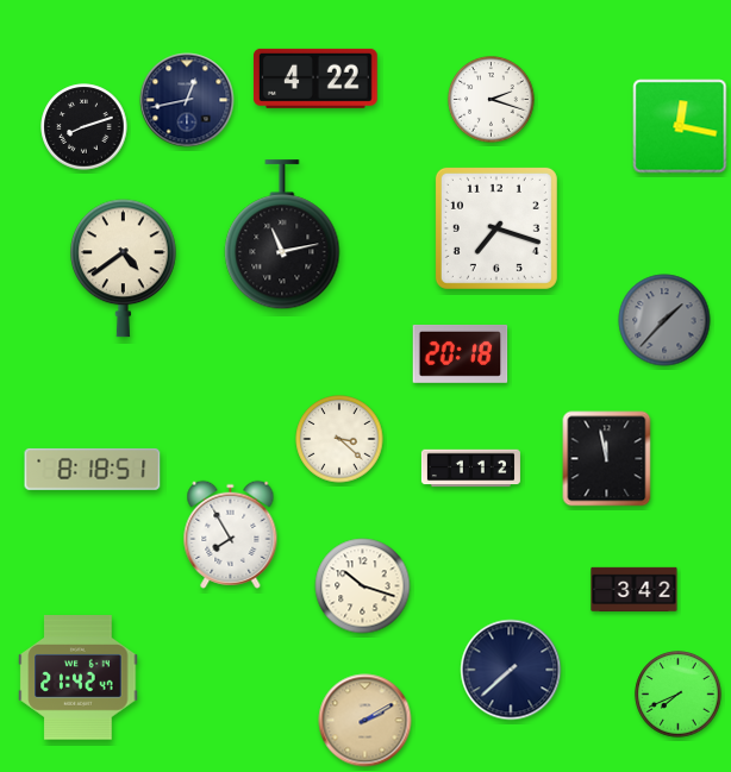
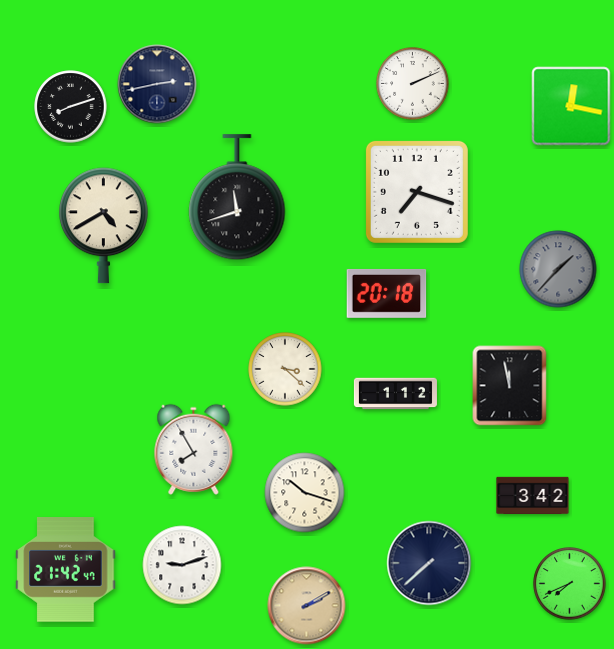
clock at (315, 79): 4:22 -> none
clock at (187, 100): 12:43 -> 2:43
clock at (492, 100): 2:18 -> 2:11
clock at (282, 236): 11:13 -> 11:42
clock at (124, 269): 4:39 -> 4:40
clock at (461, 353) position: (461, 353) -> (387, 293)
clock at (93, 469): 8:18 -> none
clock at (182, 565): none -> 9:12
